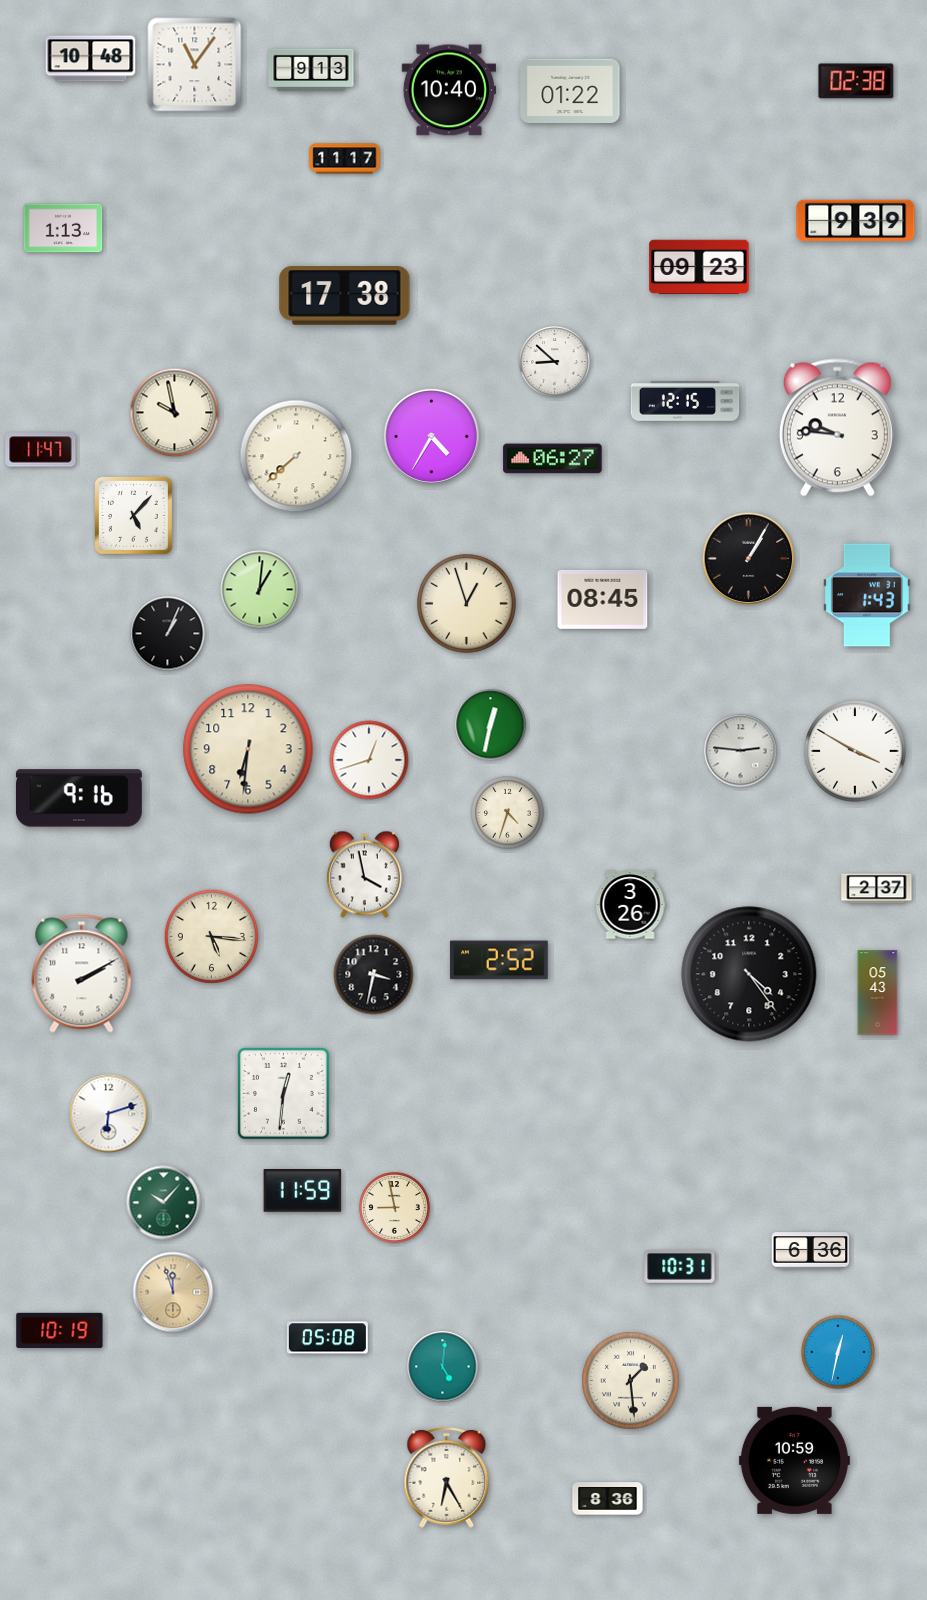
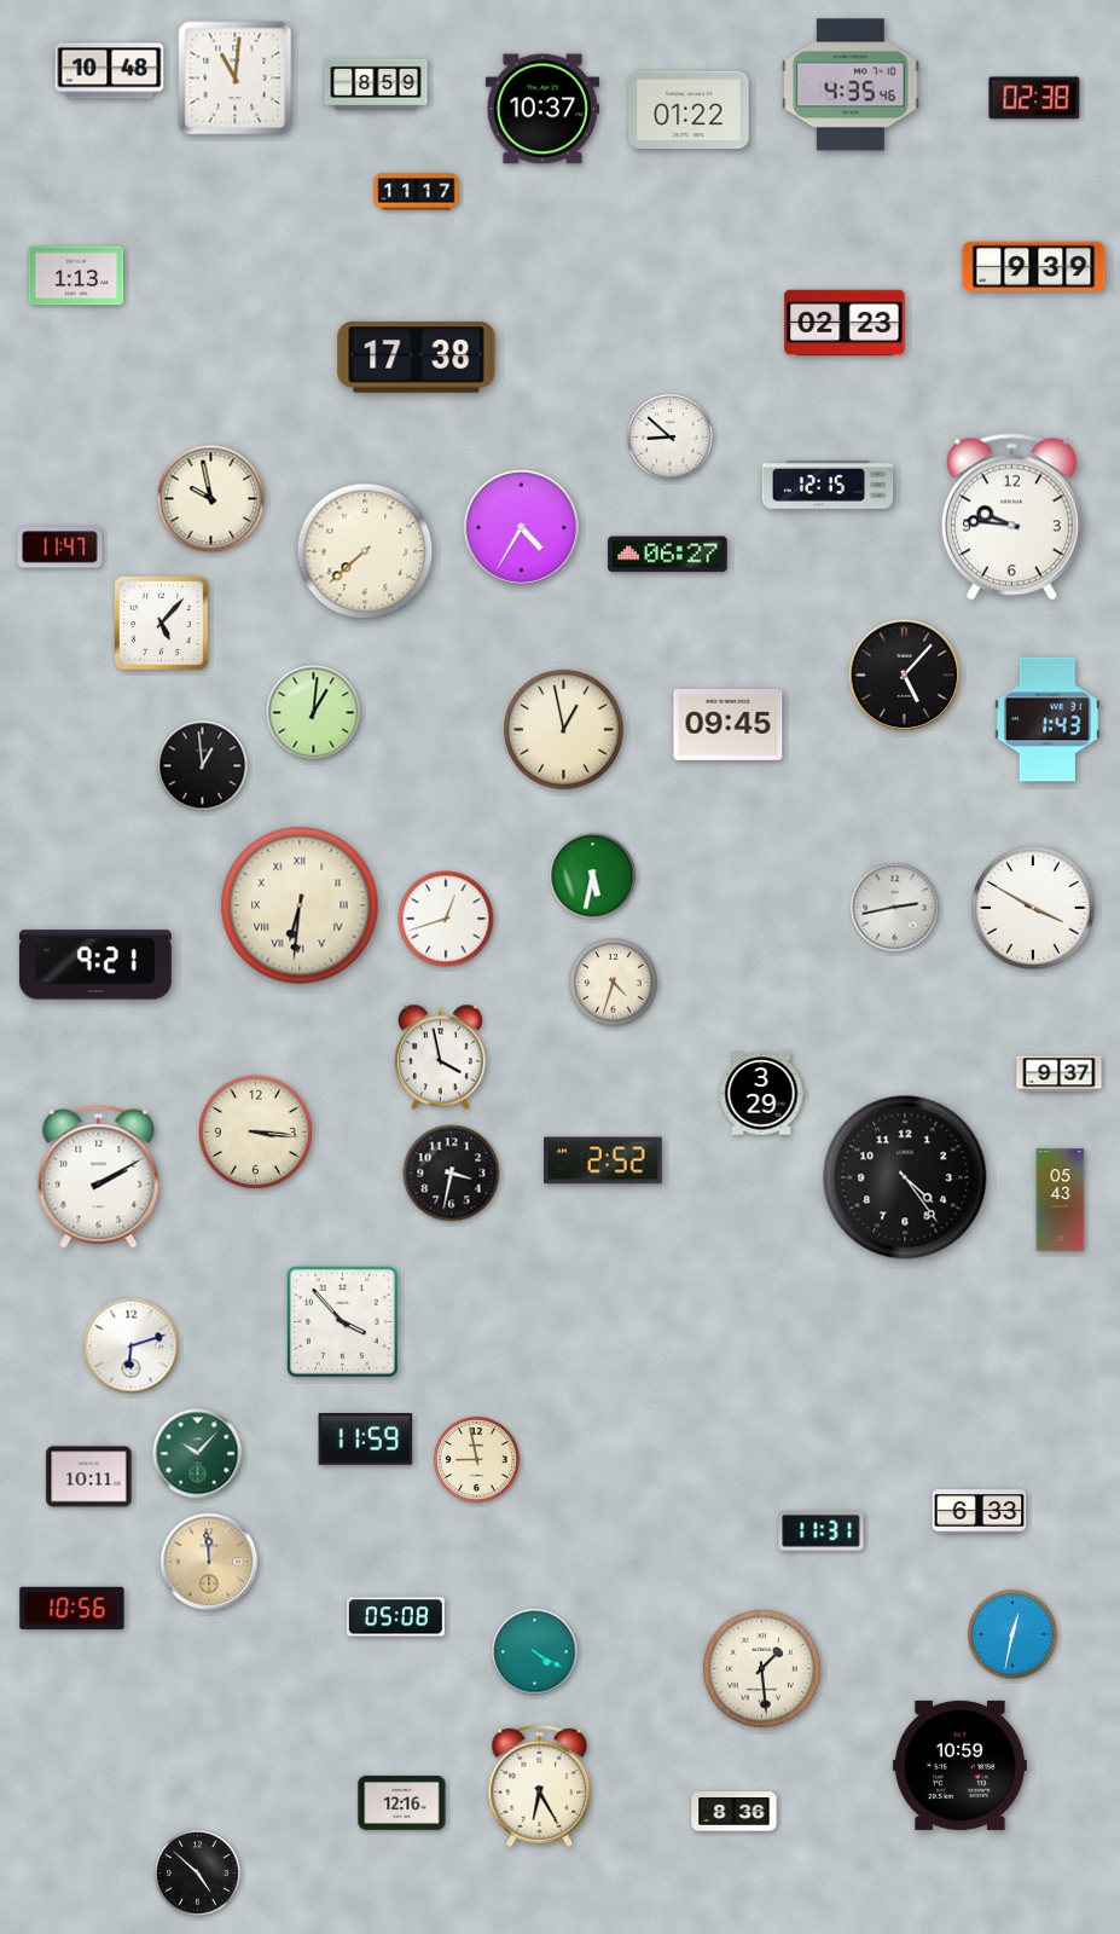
clock at (195, 65): 11:06 -> 11:01
clock at (311, 70): 9:13 -> 8:59
clock at (851, 85): none -> 4:35
clock at (448, 90): 10:40 -> 10:37
clock at (699, 267): 09:23 -> 02:23
clock at (41, 450) position: (41, 450) -> (60, 548)
clock at (296, 456) position: (296, 456) -> (365, 551)
clock at (749, 559): 1:05 -> 5:07
clock at (603, 599): 08:45 -> 09:45
clock at (467, 604): 12:57 -> 12:58
clock at (168, 634): 1:04 -> 12:59
clock at (491, 725): 12:32 -> 5:32
clock at (248, 749) numerals: Arabic -> Roman
clock at (741, 751): 2:46 -> 2:43
clock at (79, 798): 9:16 -> 9:21
clock at (877, 889): 2:37 -> 9:37
clock at (630, 905): 3:26 -> 3:29
clock at (211, 936): 5:16 -> 3:16
clock at (374, 975) position: (374, 975) -> (452, 1174)
clock at (284, 1094): 12:31 -> 3:53
clock at (89, 1477): none -> 10:11
clock at (811, 1251): 6:36 -> 6:33
clock at (680, 1267): 10:31 -> 11:31
clock at (173, 1292): 11:57 -> 11:59
clock at (60, 1330): 10:19 -> 10:56
clock at (443, 1367): 5:01 -> 4:20
clock at (402, 1803): none -> 12:16
clock at (198, 1874): none -> 4:52
